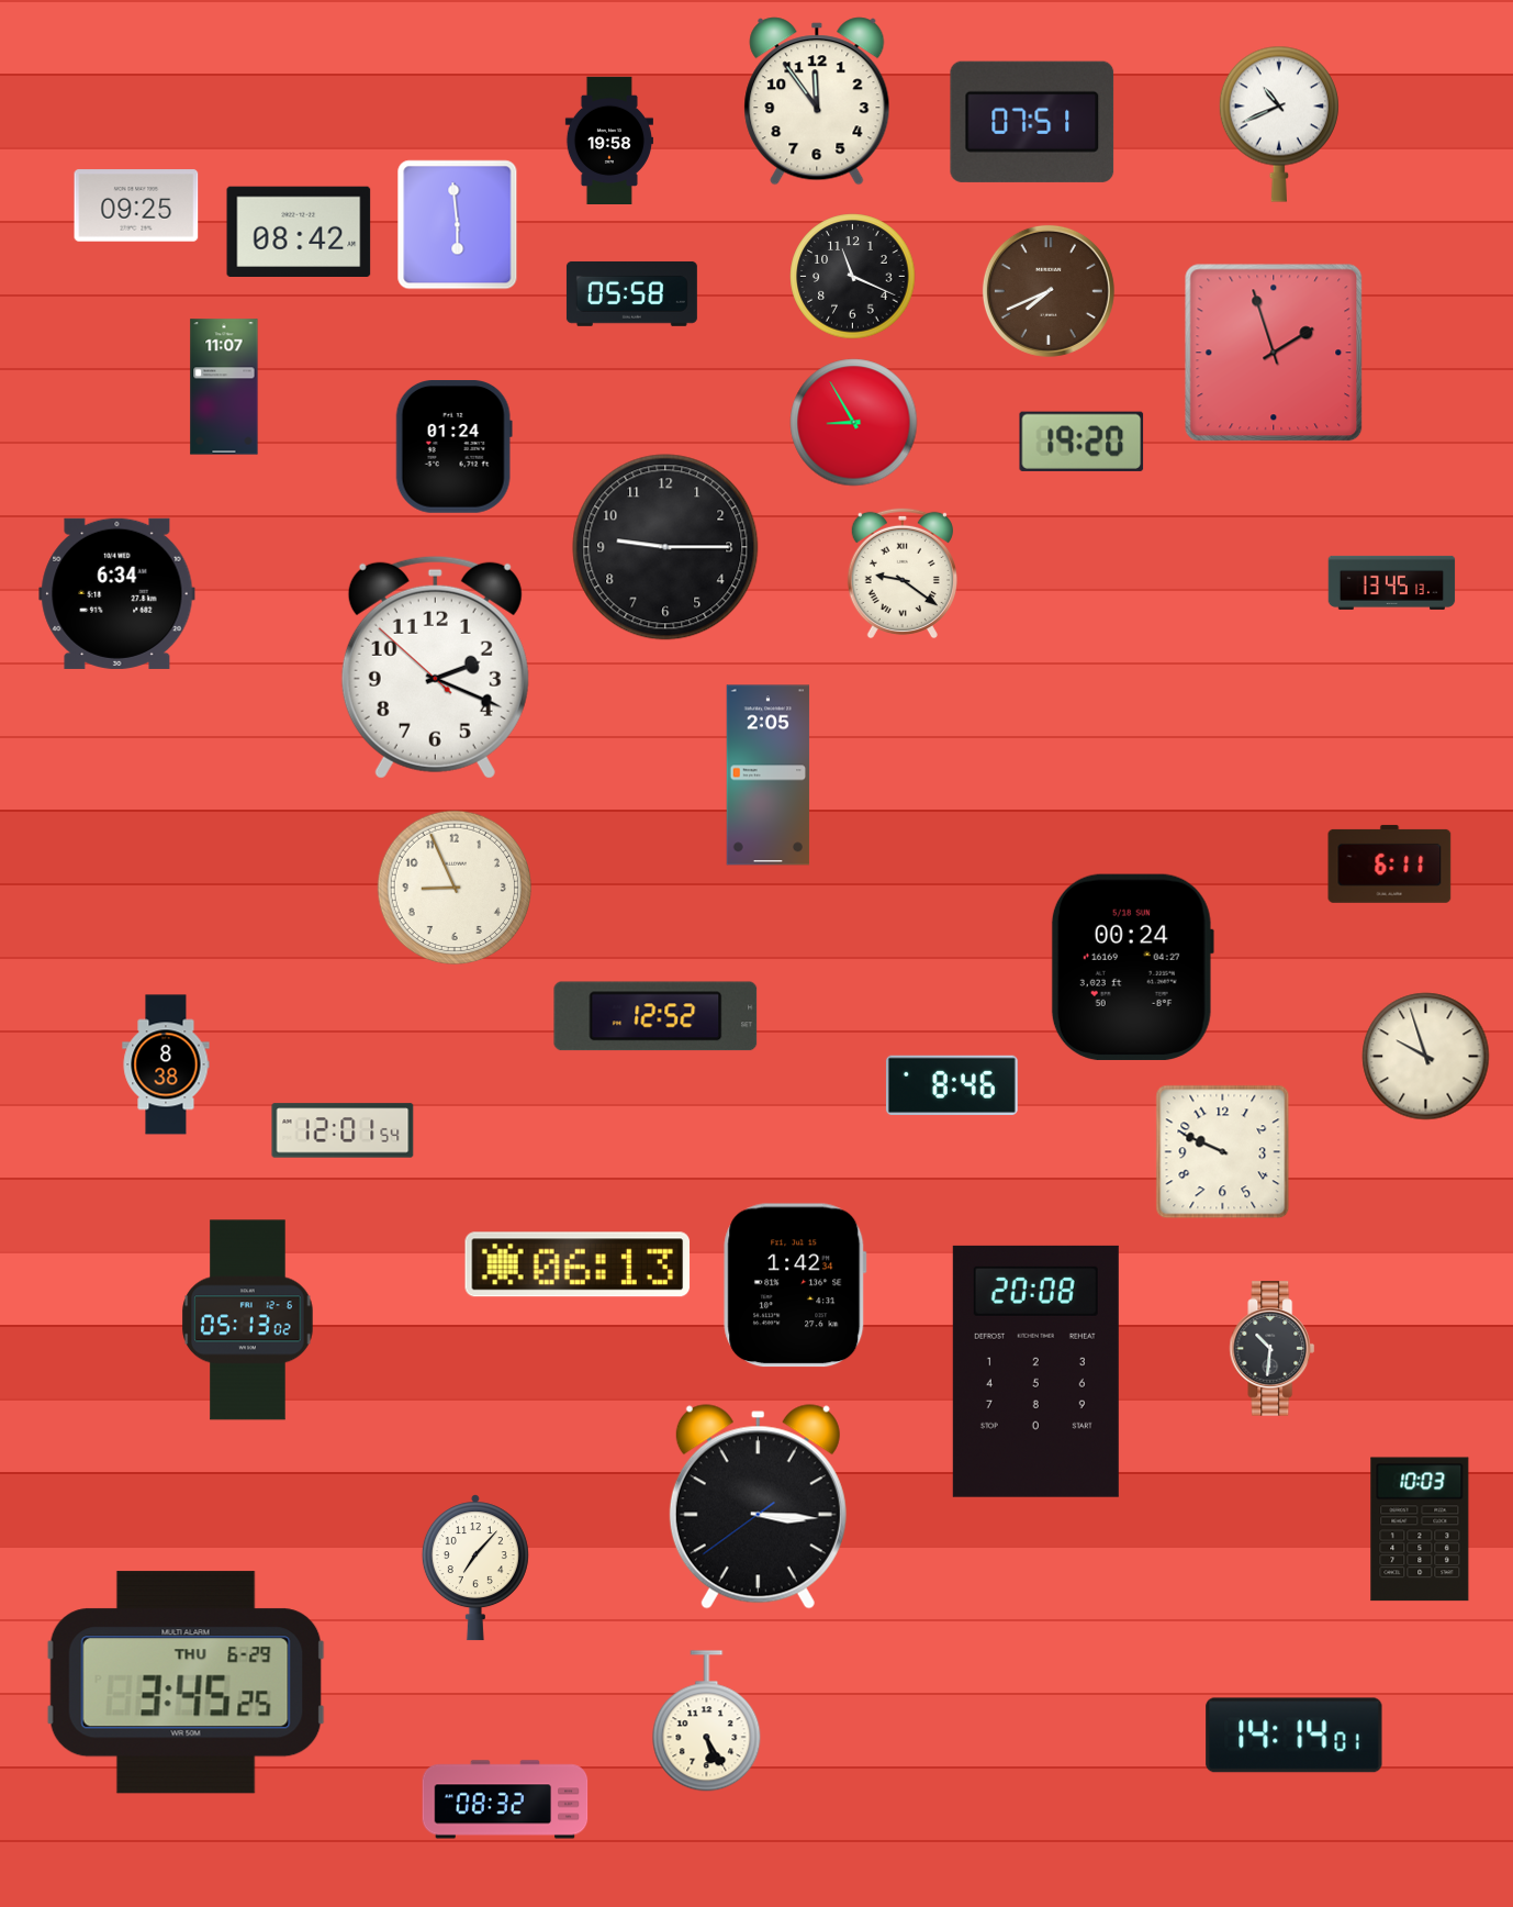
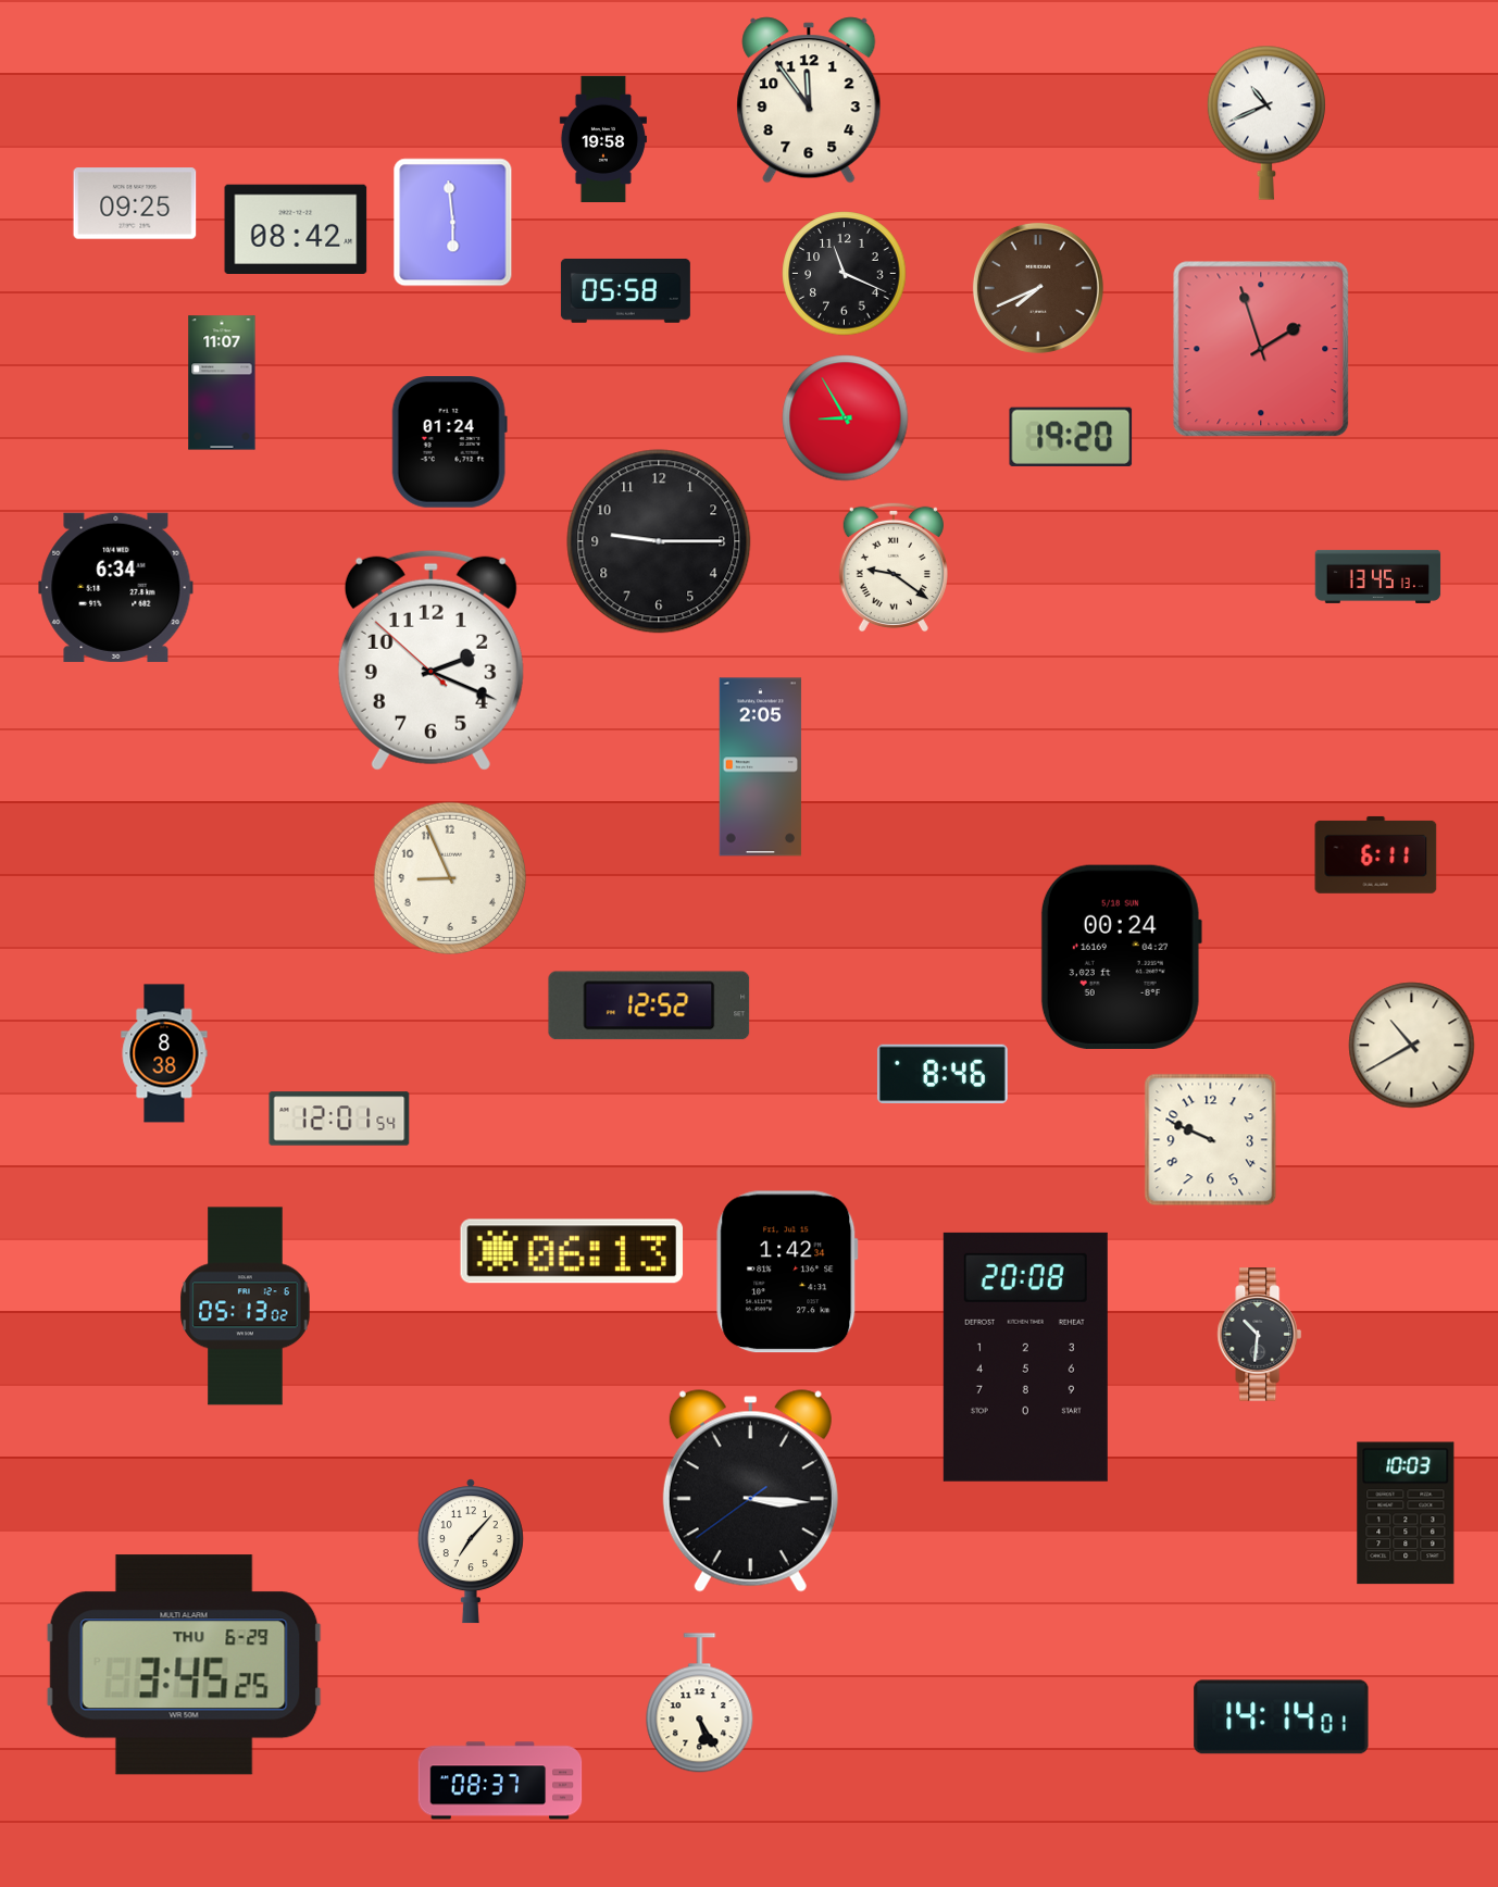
clock at (1032, 122): 07:51 -> none
clock at (1426, 1057): 9:57 -> 10:40
clock at (505, 1799): 08:32 -> 08:37
